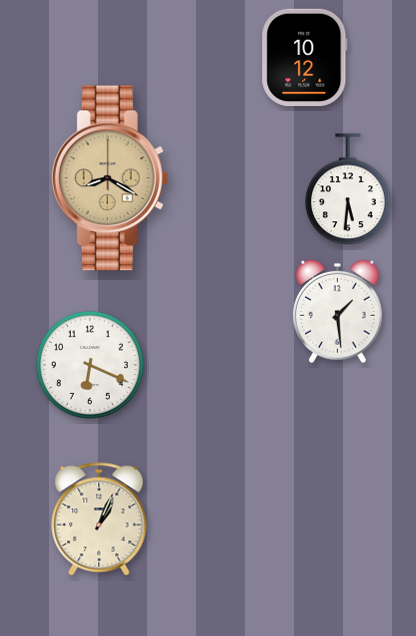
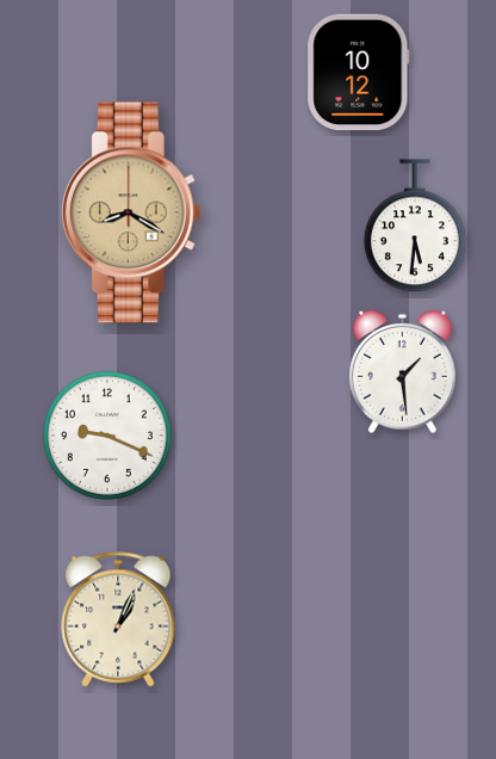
clock at (305, 58) position: (305, 58) -> (359, 73)
clock at (90, 365): 6:19 -> 9:19
